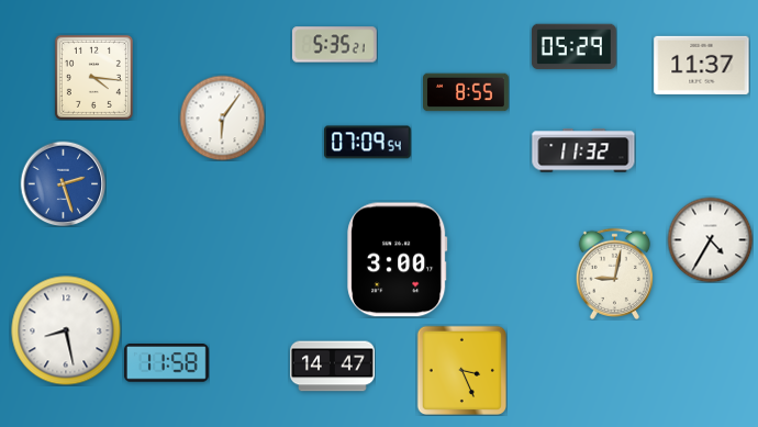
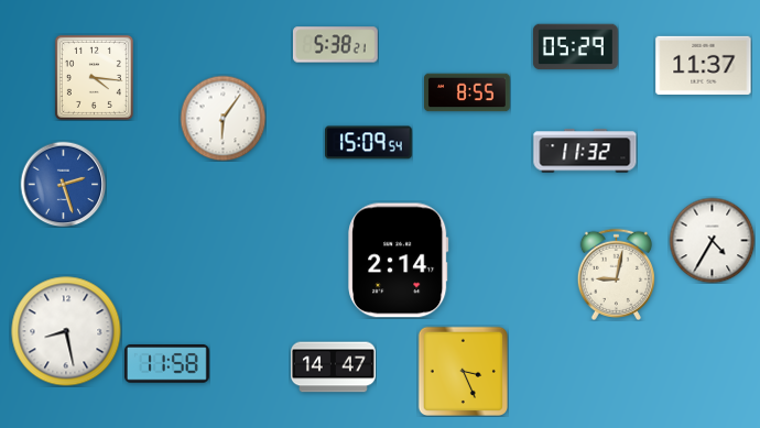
clock at (334, 45): 5:35 -> 5:38
clock at (368, 143): 07:09 -> 15:09
clock at (398, 260): 3:00 -> 2:14
